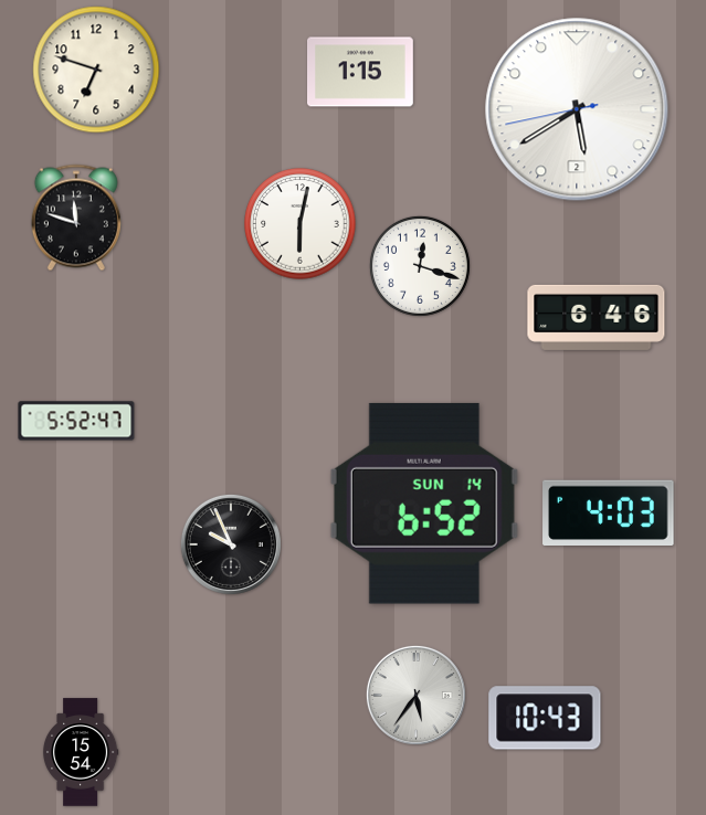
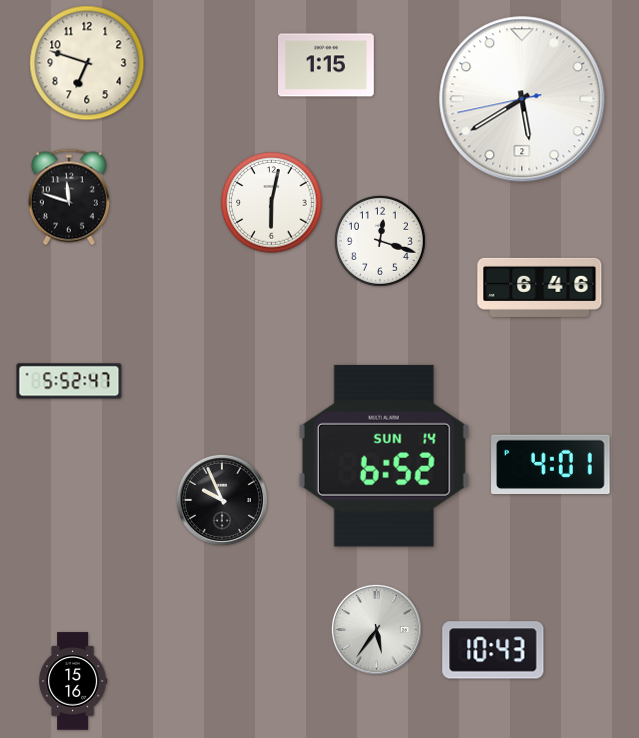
clock at (609, 512): 4:03 -> 4:01
clock at (231, 544) position: (231, 544) -> (222, 500)
clock at (81, 752): 15:54 -> 15:16
